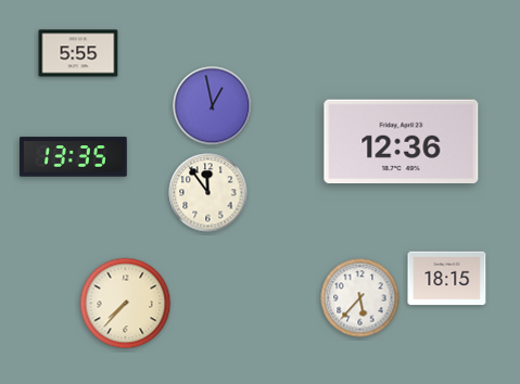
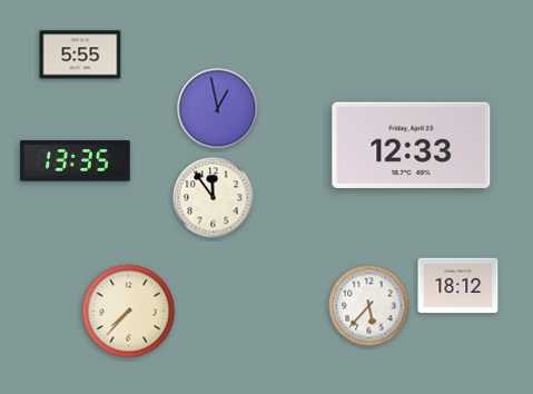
clock at (402, 142): 12:36 -> 12:33
clock at (447, 279): 18:15 -> 18:12
